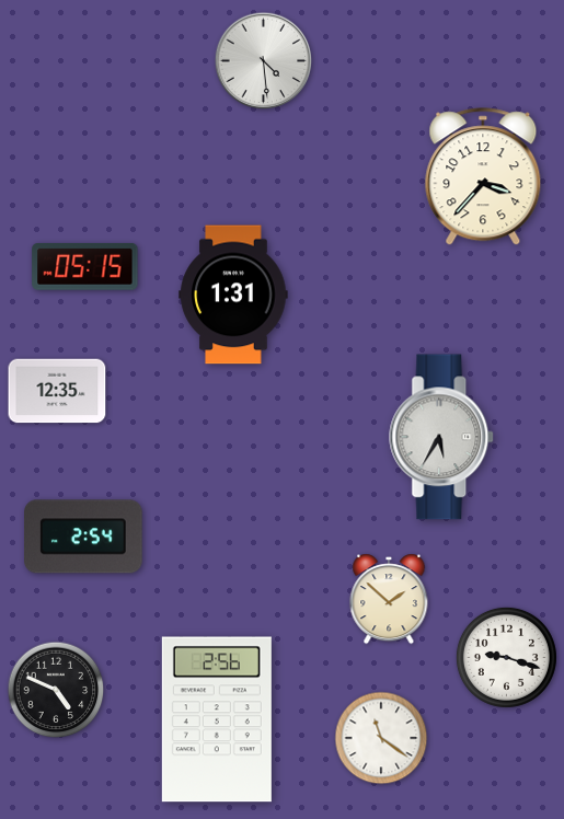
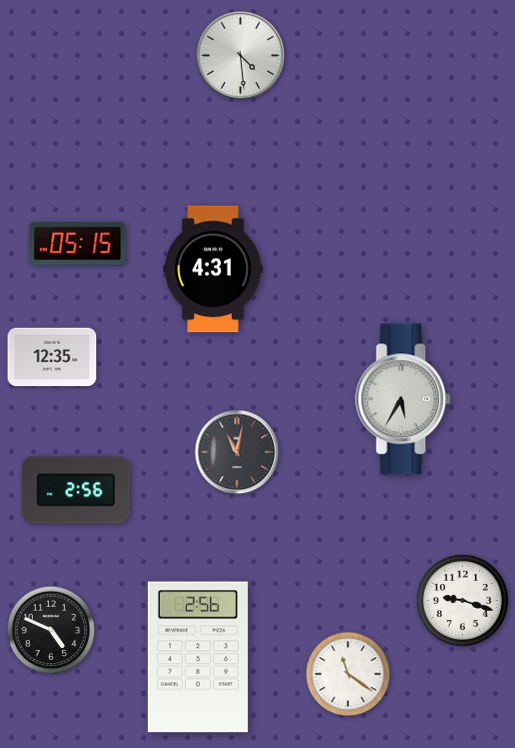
clock at (483, 177): 3:37 -> none
clock at (233, 295): 1:31 -> 4:31
clock at (237, 452): none -> 11:02
clock at (83, 537): 2:54 -> 2:56
clock at (389, 599): 1:52 -> none
